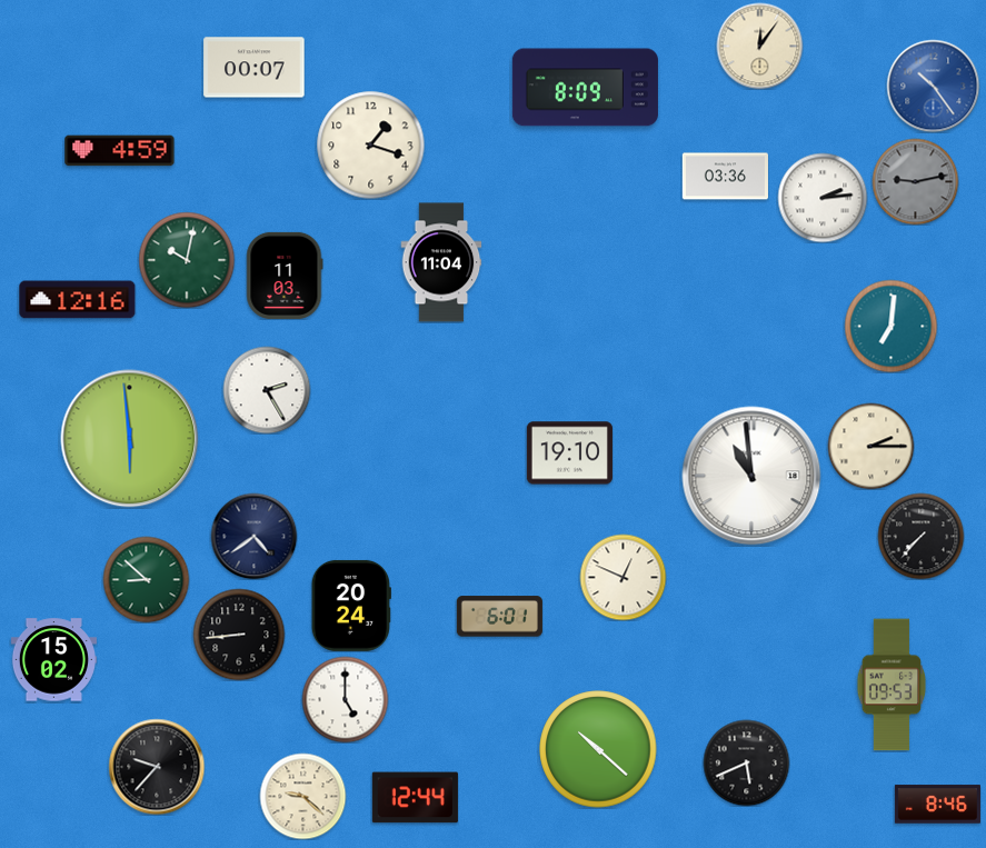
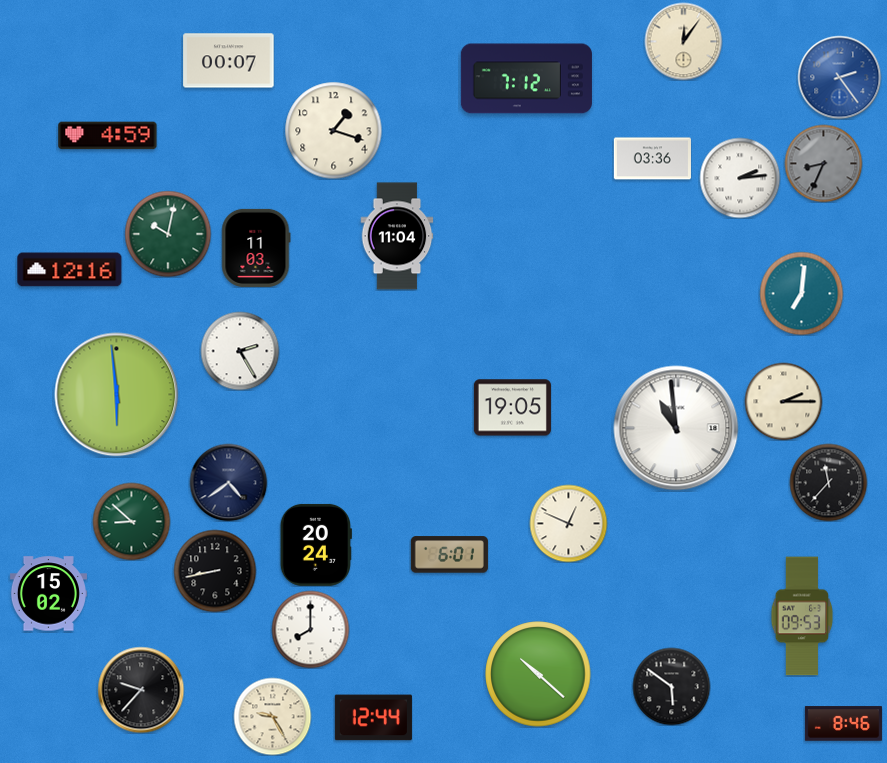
clock at (933, 86): 10:24 -> 2:24
clock at (585, 88): 8:09 -> 7:12
clock at (915, 181): 9:13 -> 8:34
clock at (569, 453): 19:10 -> 19:05
clock at (920, 536): 7:37 -> 11:37
clock at (623, 577) position: (623, 577) -> (568, 523)
clock at (239, 635): 8:44 -> 8:43
clock at (345, 699): 5:00 -> 8:00
clock at (746, 762): 5:41 -> 5:51
clock at (302, 796): 9:22 -> 9:25
